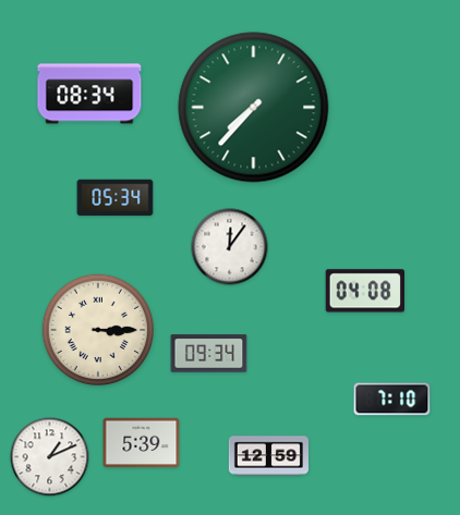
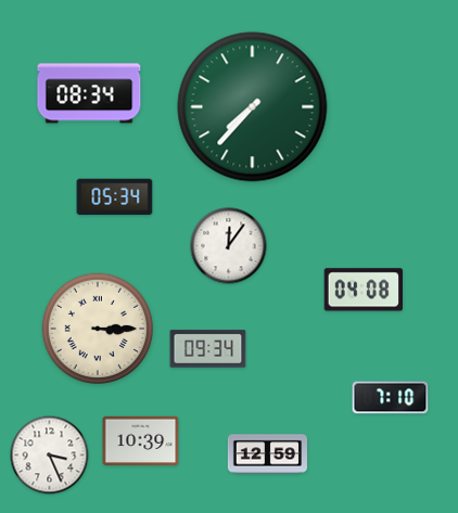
clock at (209, 354) position: (209, 354) -> (208, 349)
clock at (142, 443): 5:39 -> 10:39
clock at (50, 457): 1:11 -> 3:26
